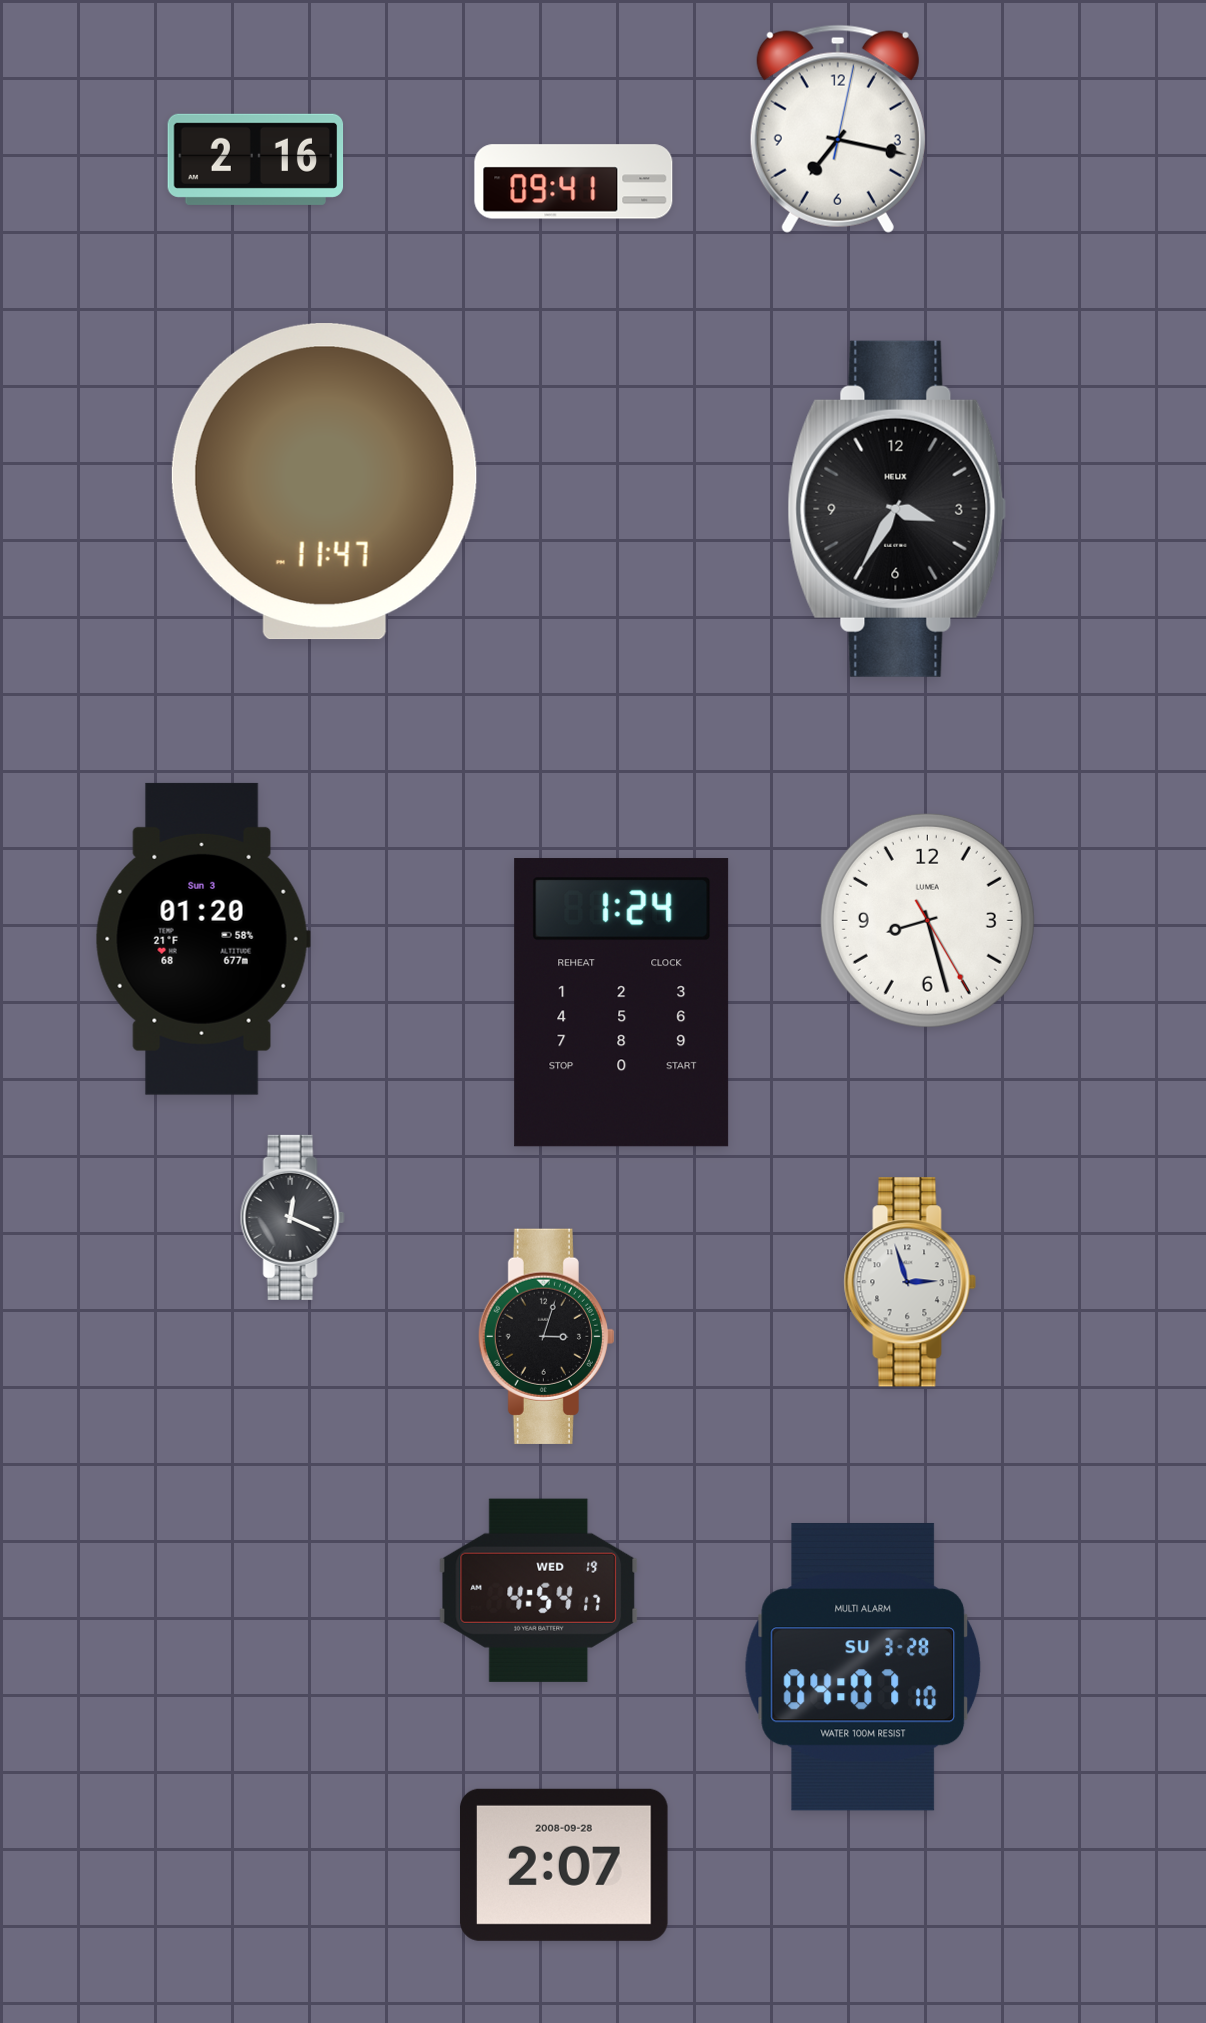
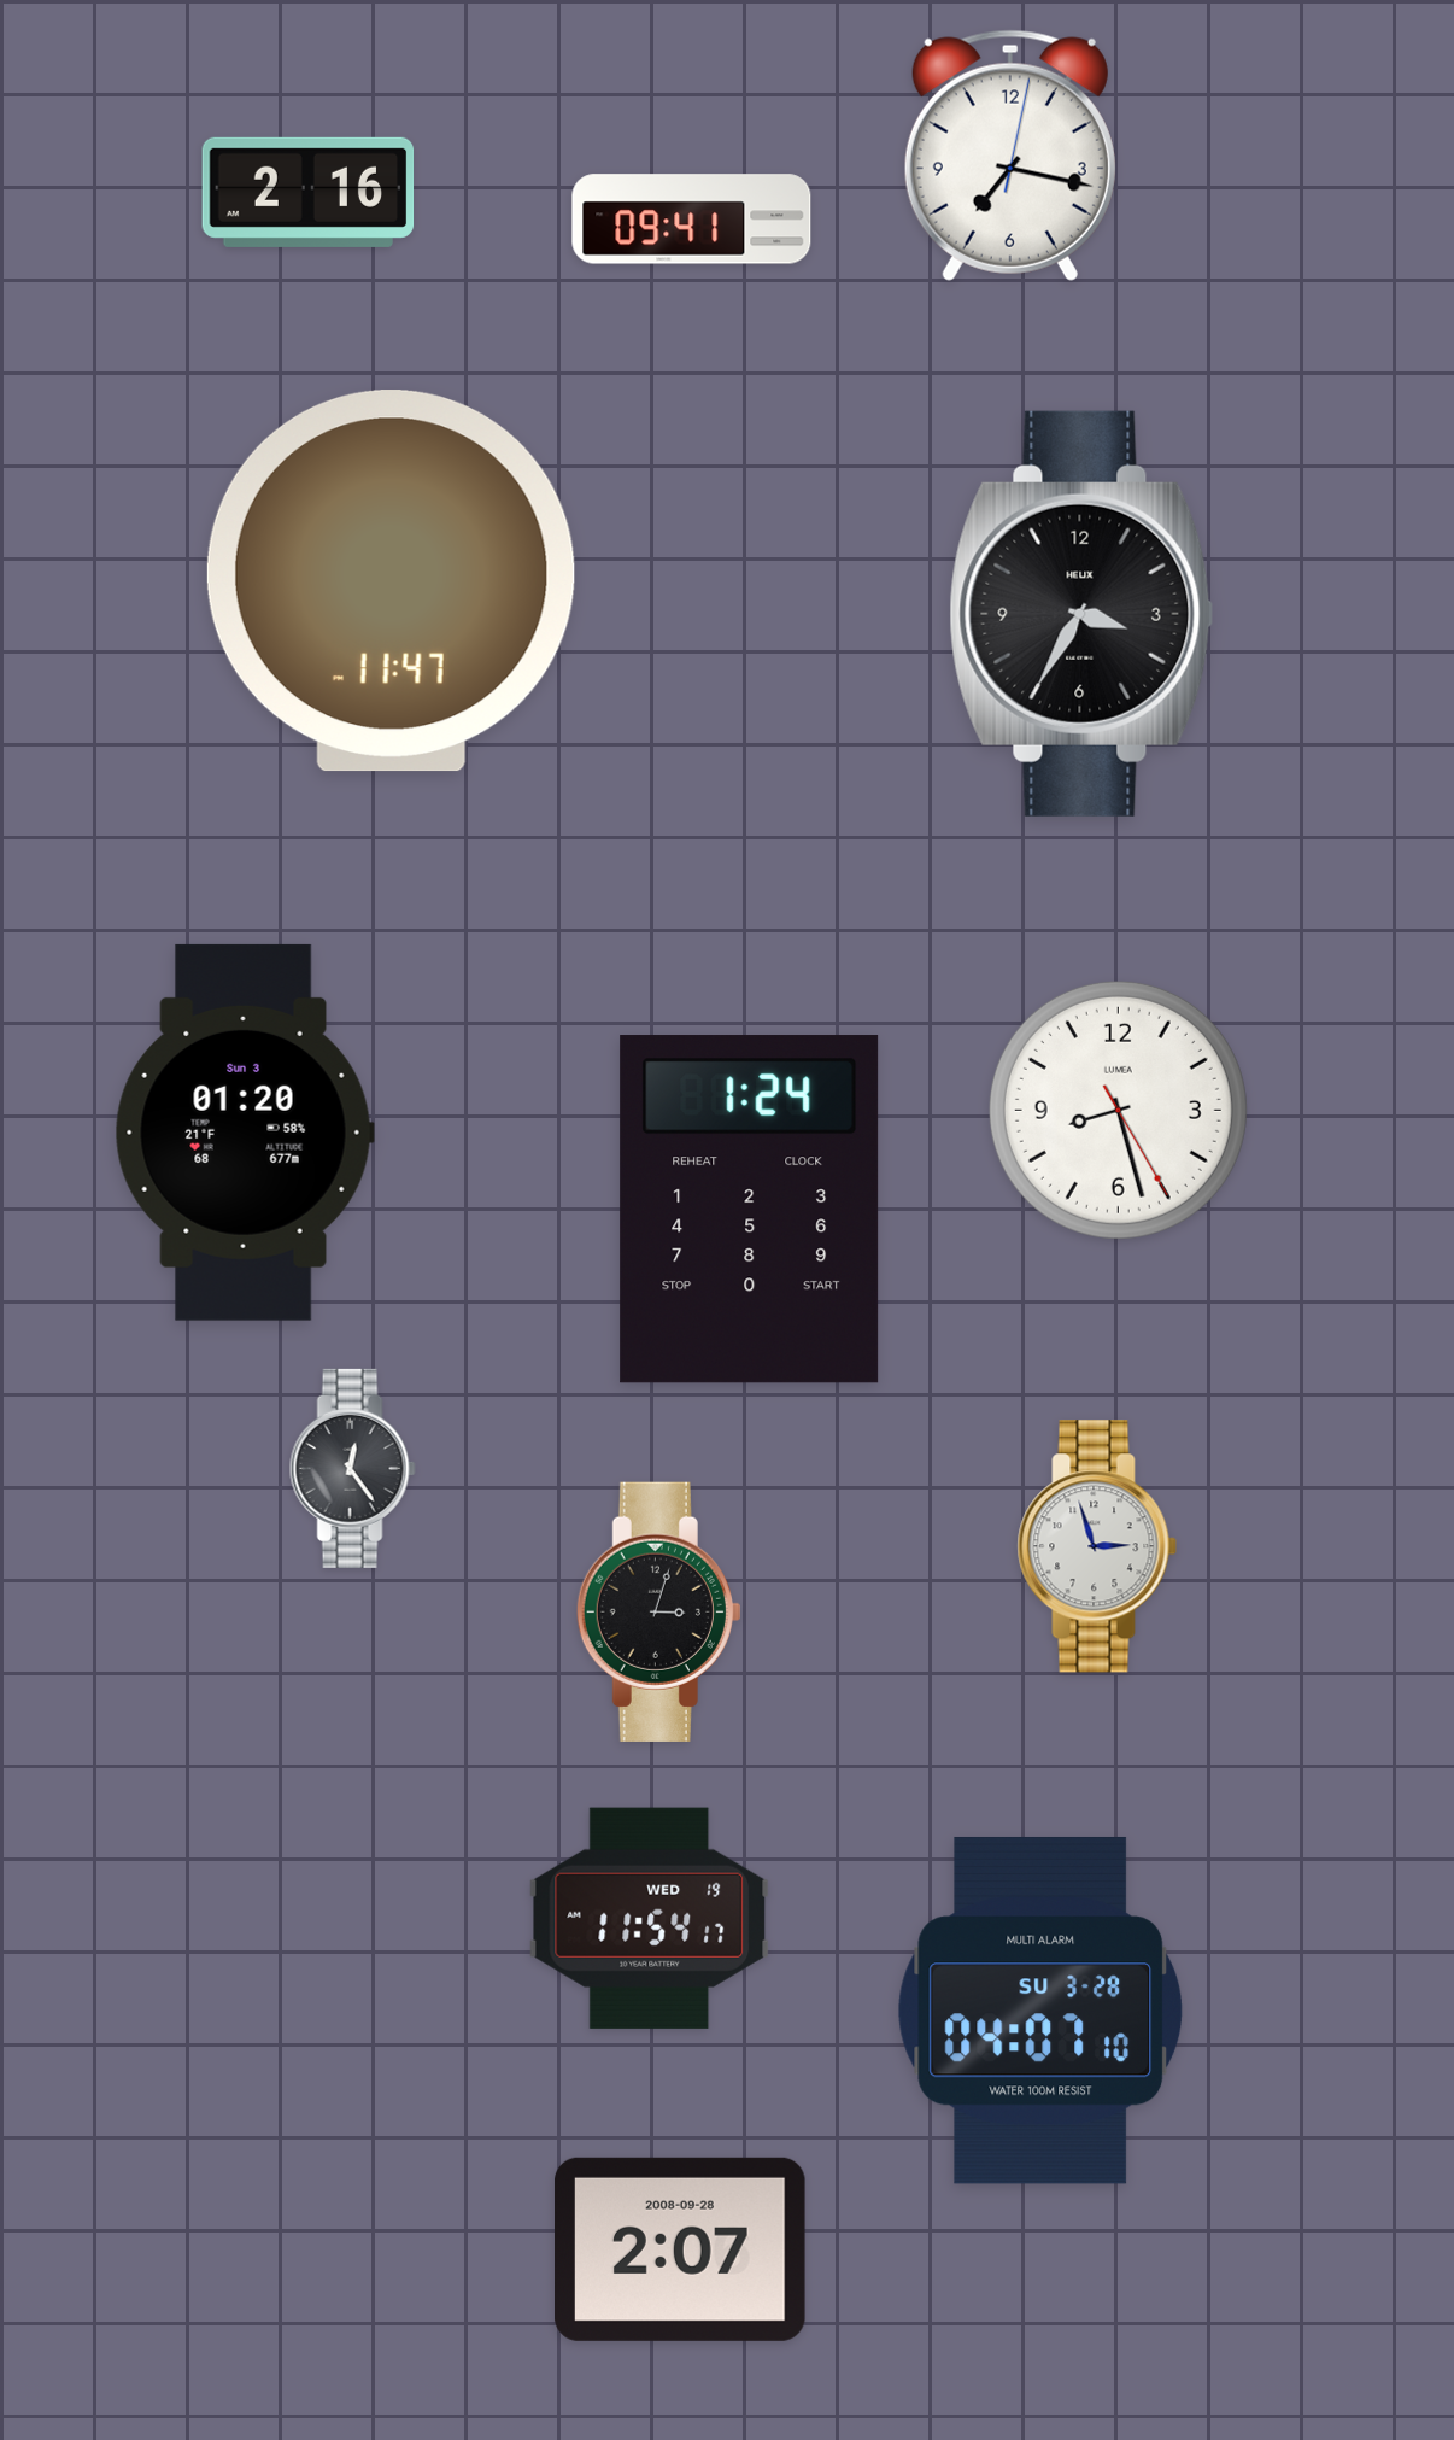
clock at (292, 1217): 12:19 -> 12:24
clock at (539, 1590): 4:54 -> 11:54
